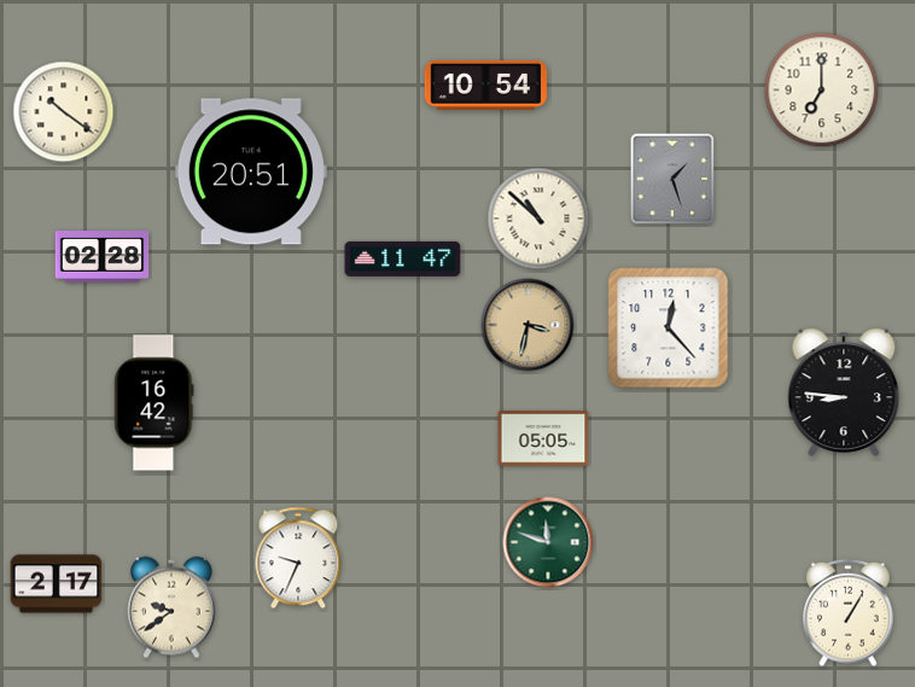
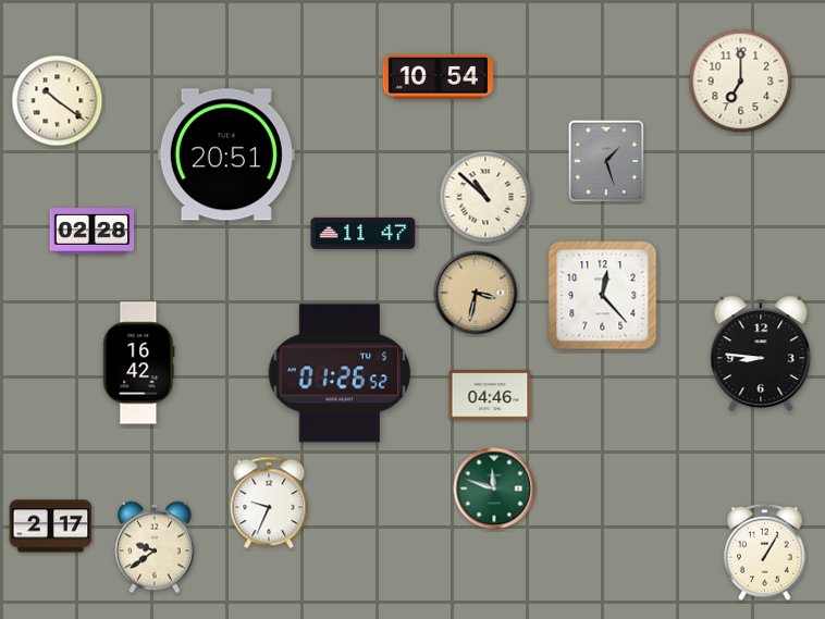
clock at (340, 373): none -> 01:26
clock at (543, 438): 05:05 -> 04:46
